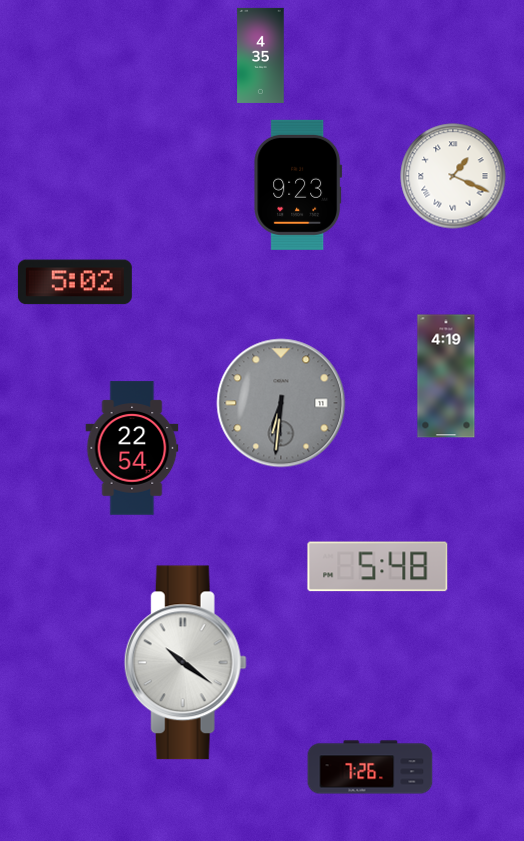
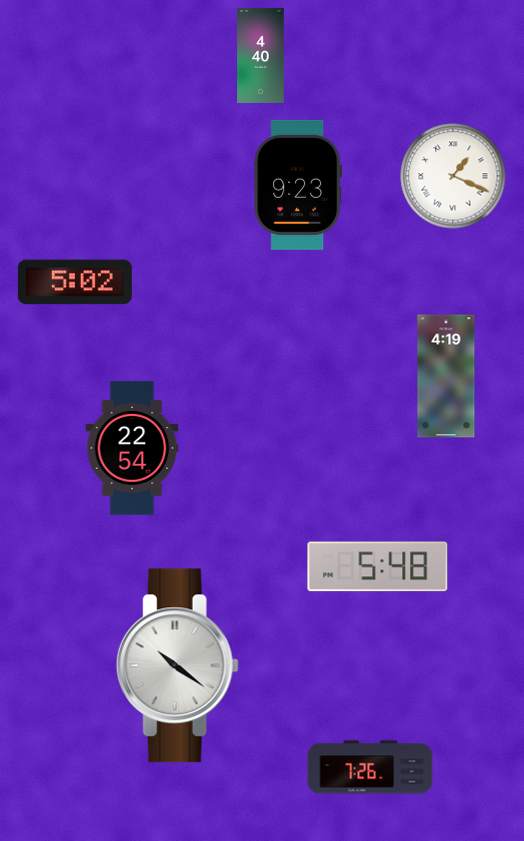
clock at (261, 55): 4:35 -> 4:40
clock at (281, 403): 6:31 -> none
clock at (185, 663) position: (185, 663) -> (177, 666)
